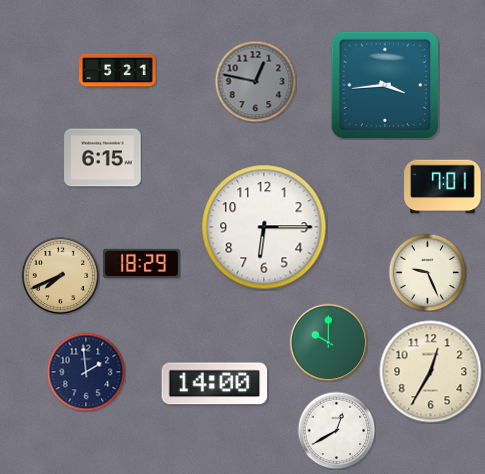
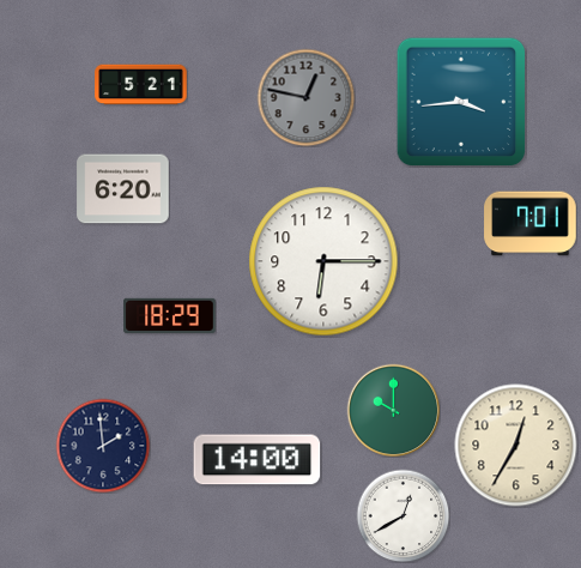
clock at (103, 158): 6:15 -> 6:20
clock at (264, 227) position: (264, 227) -> (323, 261)
clock at (427, 272): 9:26 -> none
clock at (60, 275): 7:41 -> none
